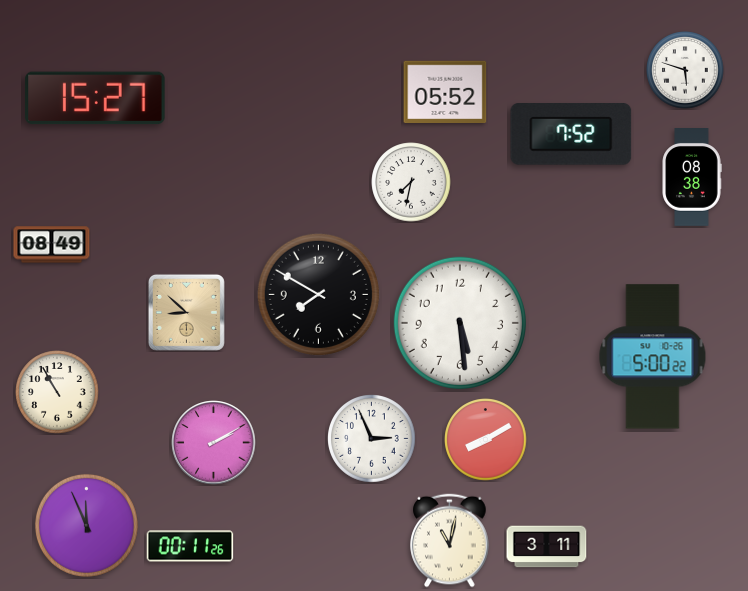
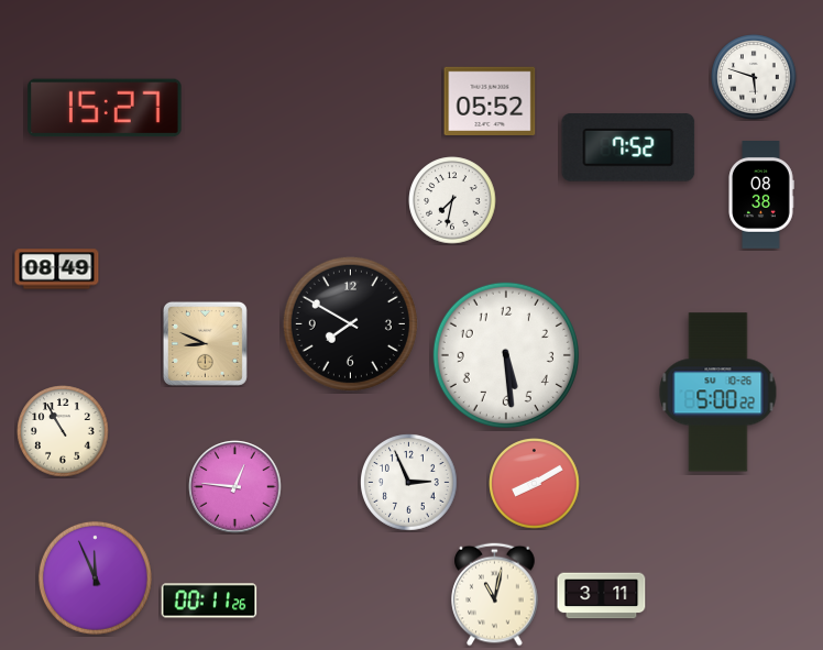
clock at (186, 312): 8:52 -> 8:49
clock at (214, 443): 2:10 -> 12:46
clock at (547, 547) position: (547, 547) -> (602, 596)
